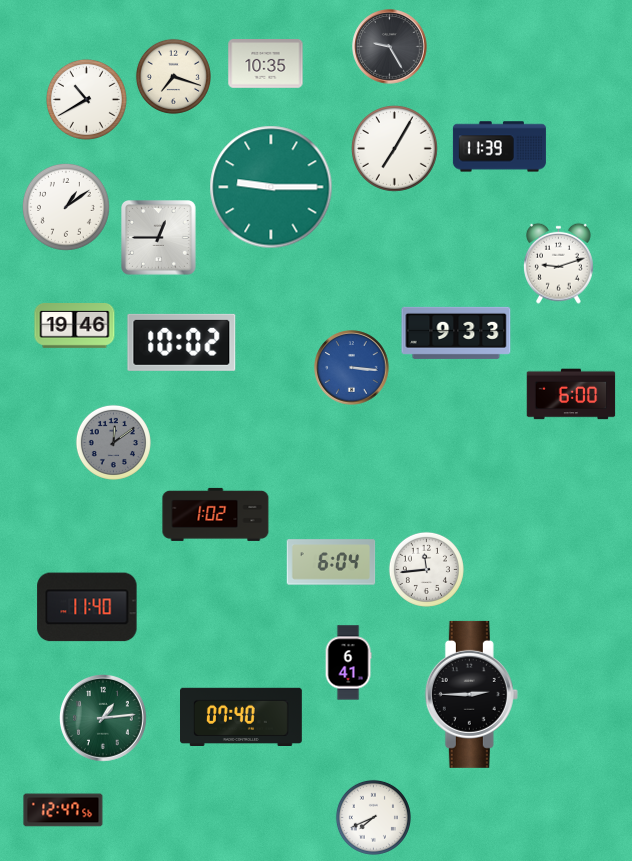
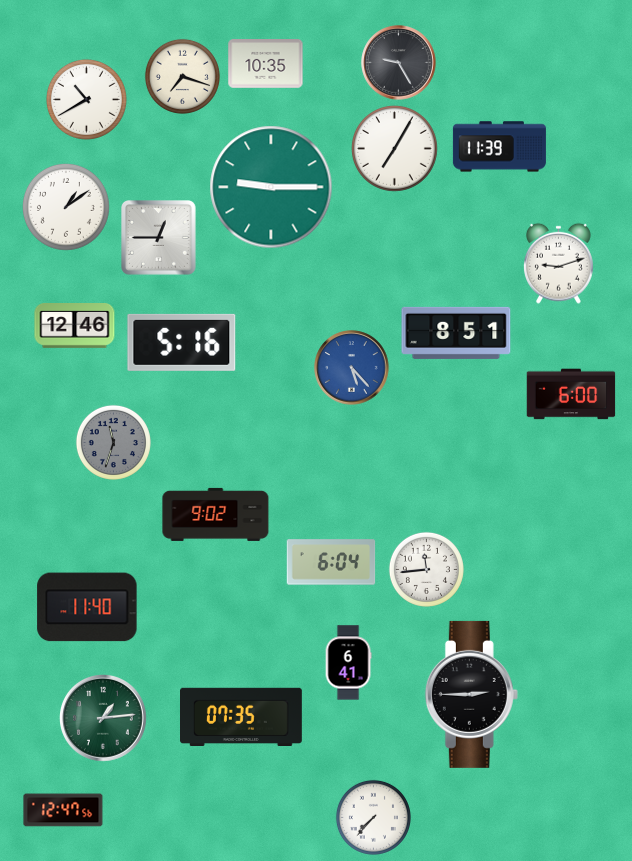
clock at (390, 47) position: (390, 47) -> (399, 63)
clock at (173, 76) position: (173, 76) -> (182, 76)
clock at (75, 326): 19:46 -> 12:46
clock at (456, 333): 9:33 -> 8:51
clock at (182, 342): 10:02 -> 5:16
clock at (352, 368): 3:16 -> 5:23
clock at (113, 442): 12:09 -> 11:33
clock at (216, 514): 1:02 -> 9:02
clock at (242, 716): 07:40 -> 07:35
clock at (373, 817): 7:41 -> 7:37
